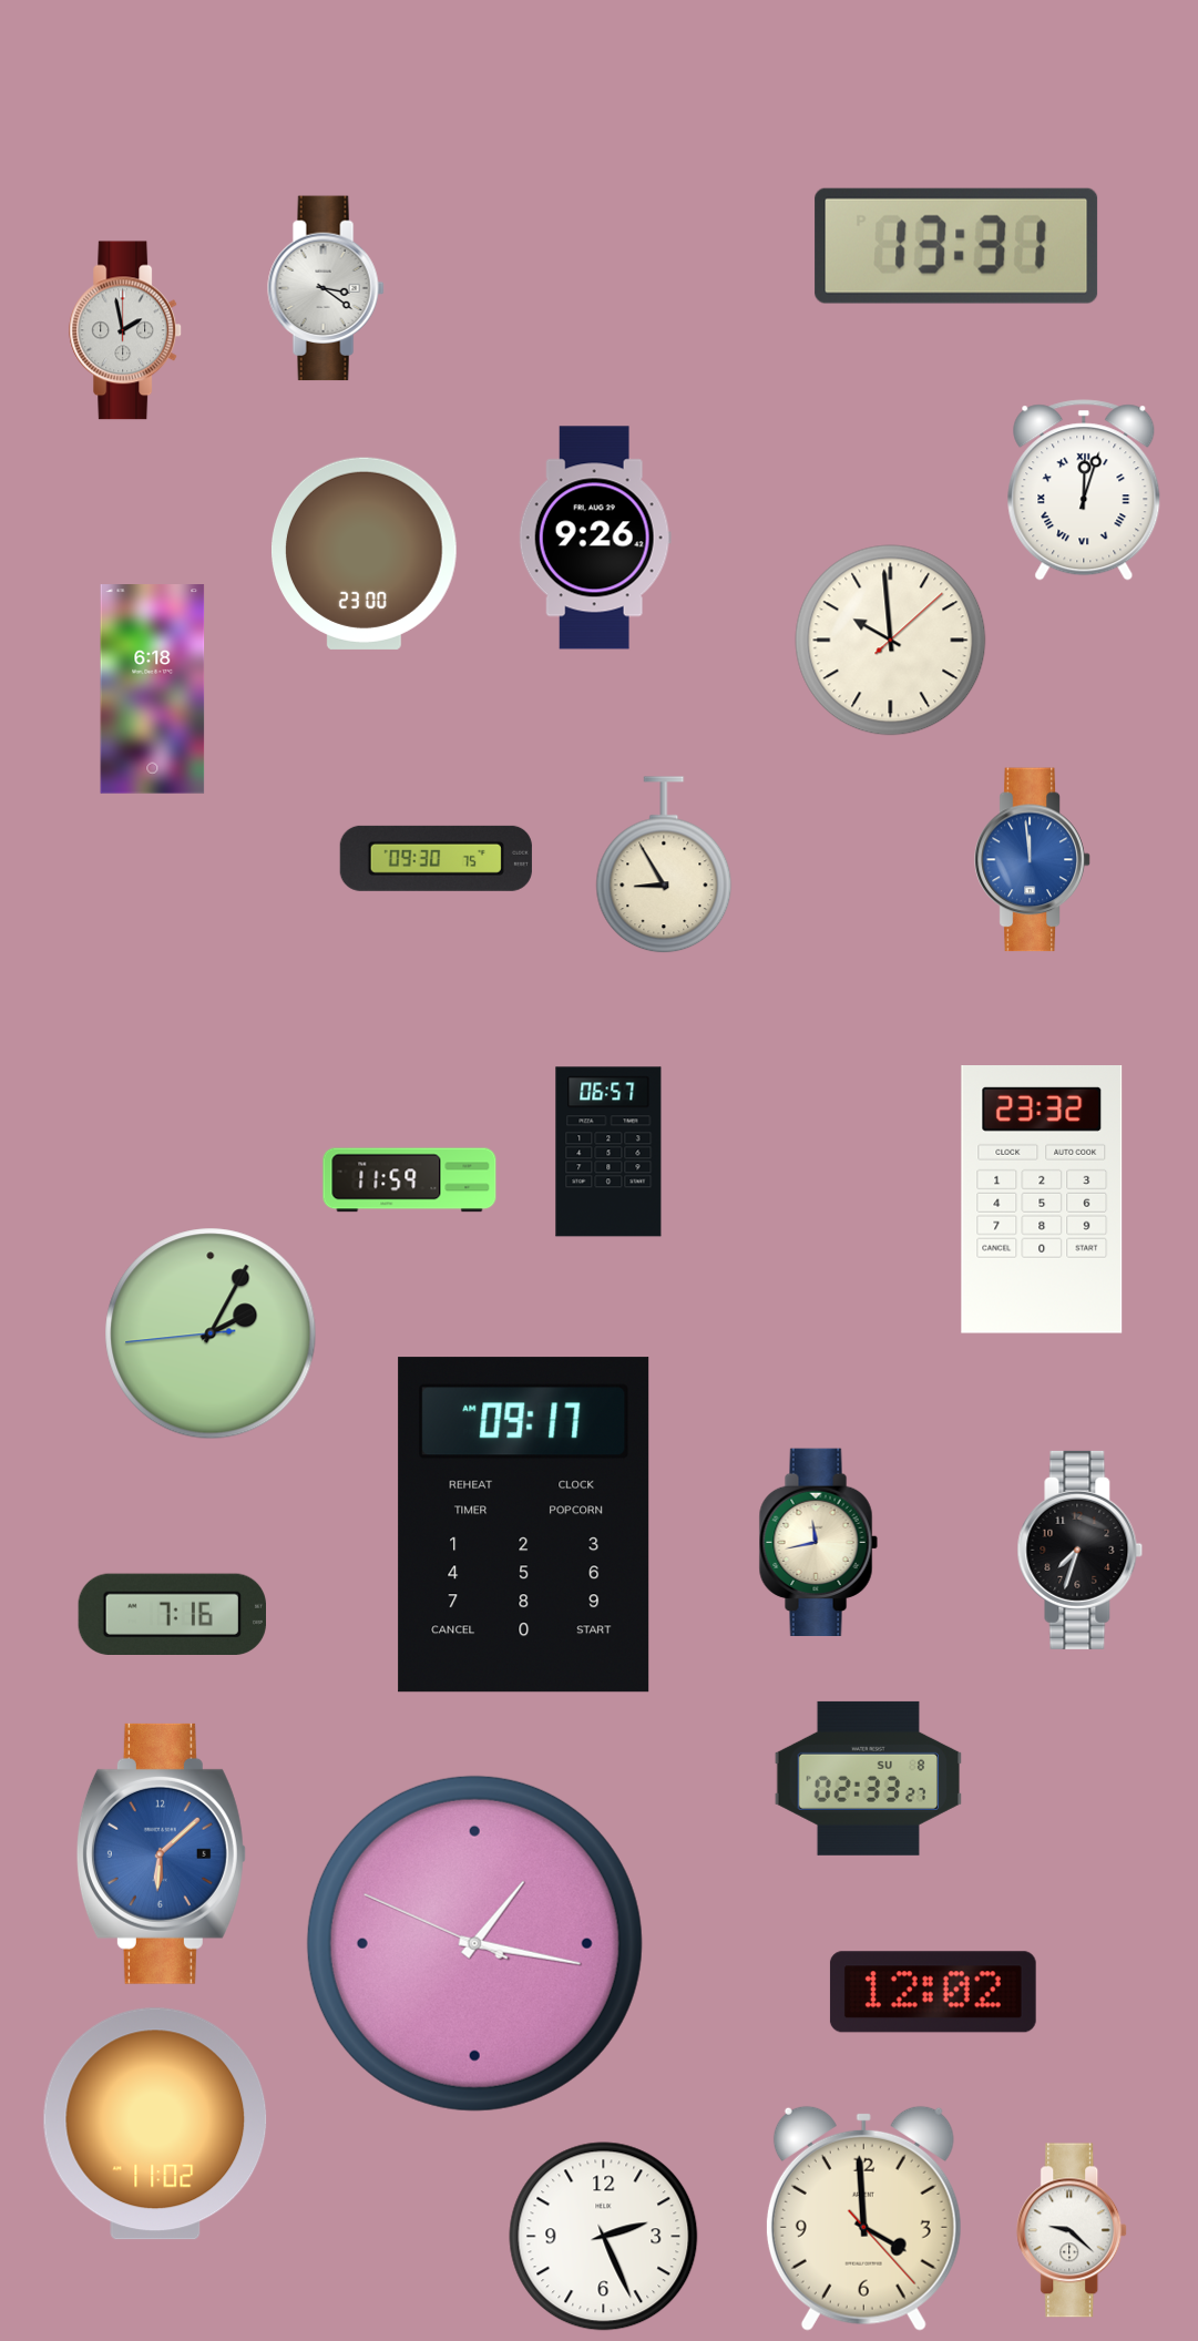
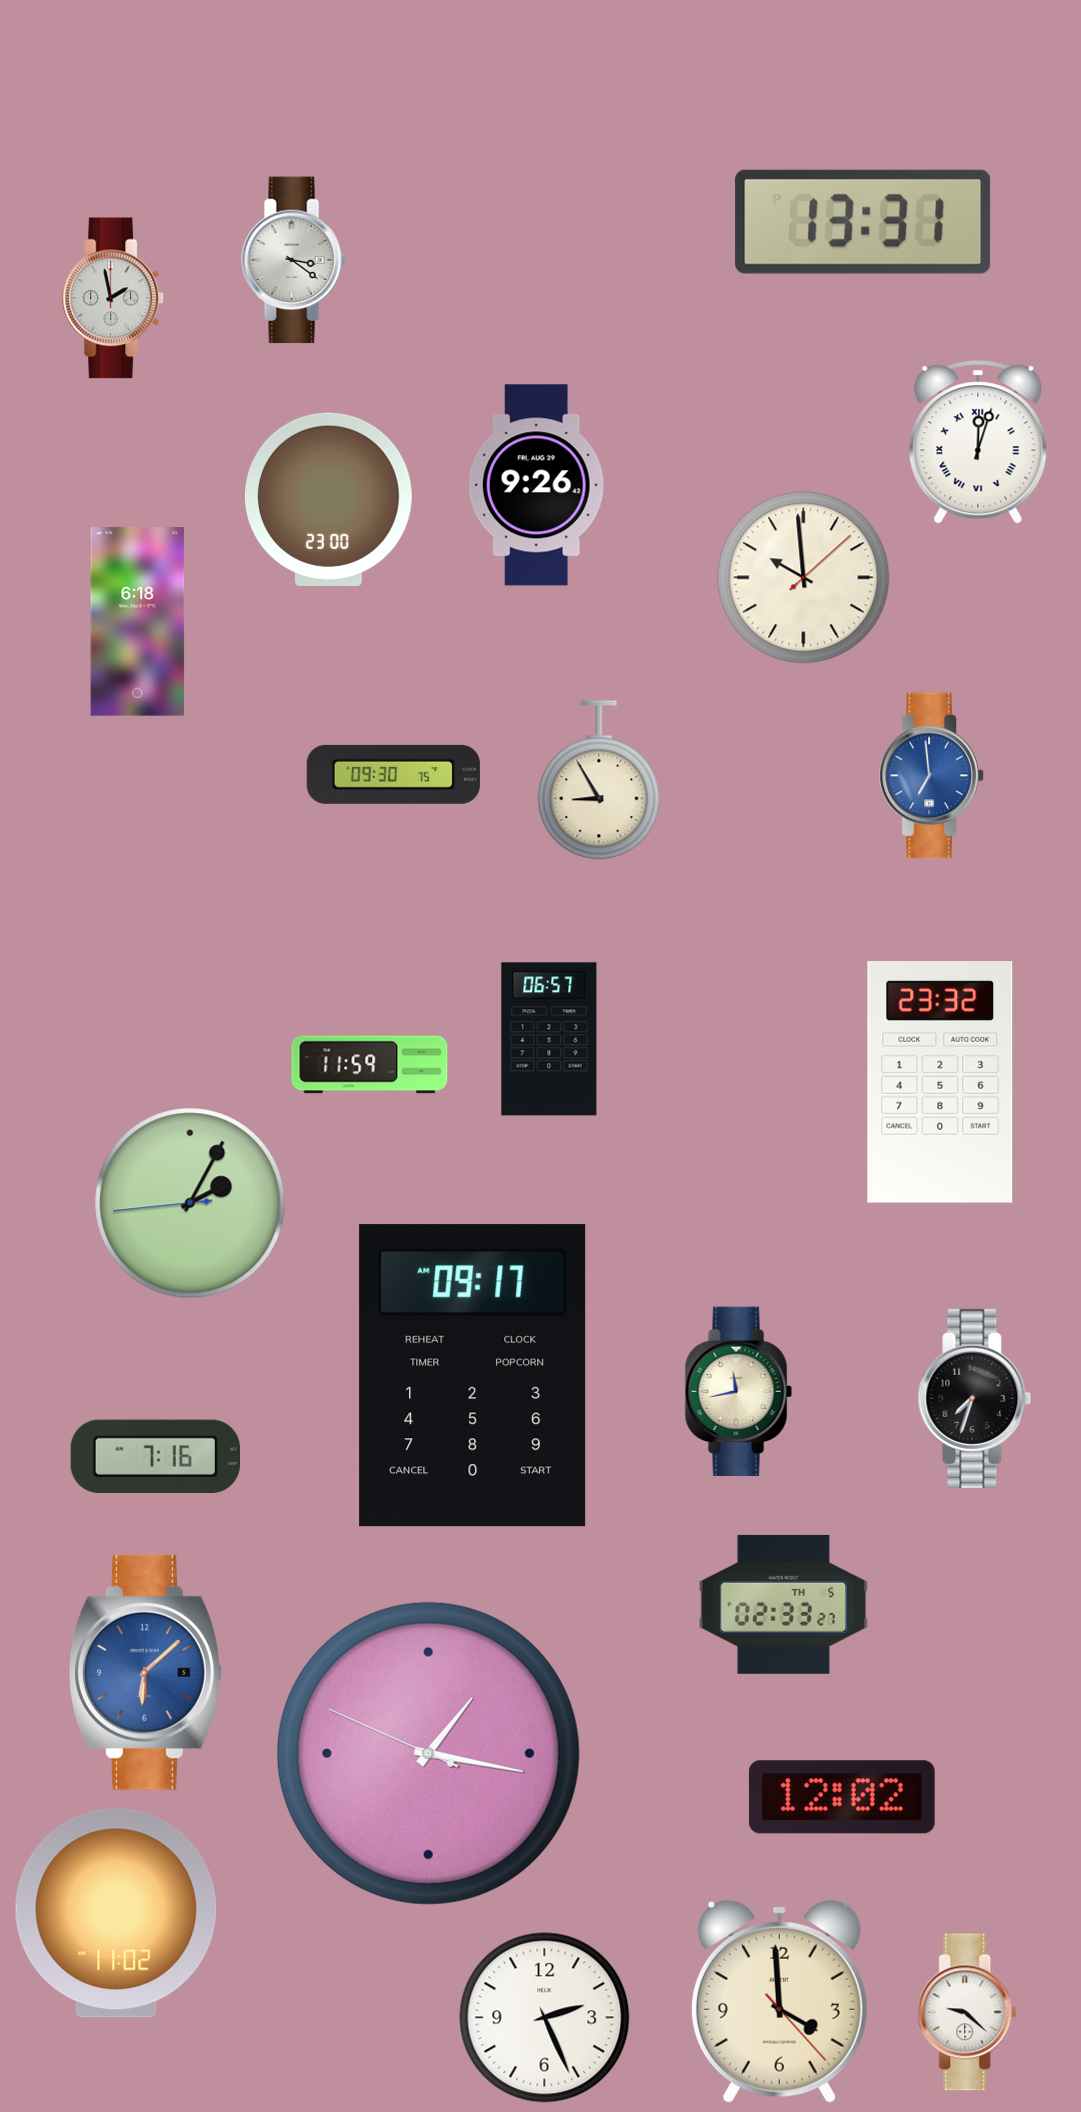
clock at (1033, 860): 11:59 -> 6:59
clock at (868, 1778) date: SU 8 -> TH 5
clock at (155, 2124) position: (155, 2124) -> (116, 1913)
